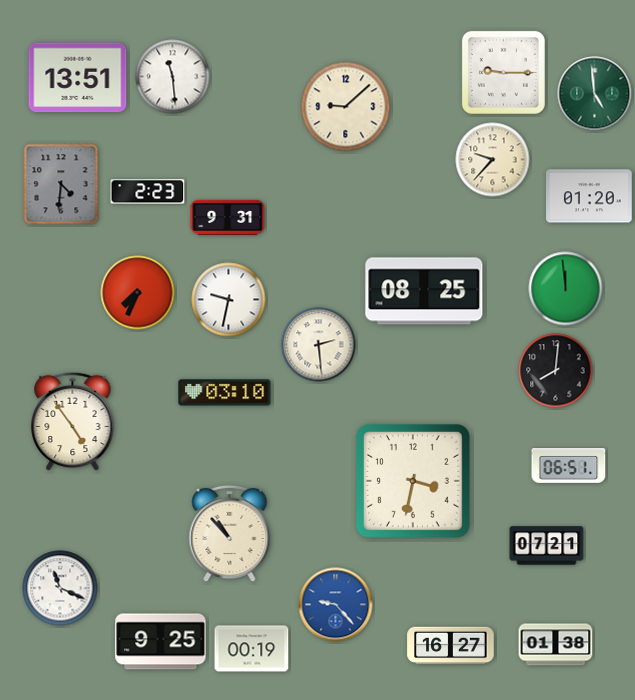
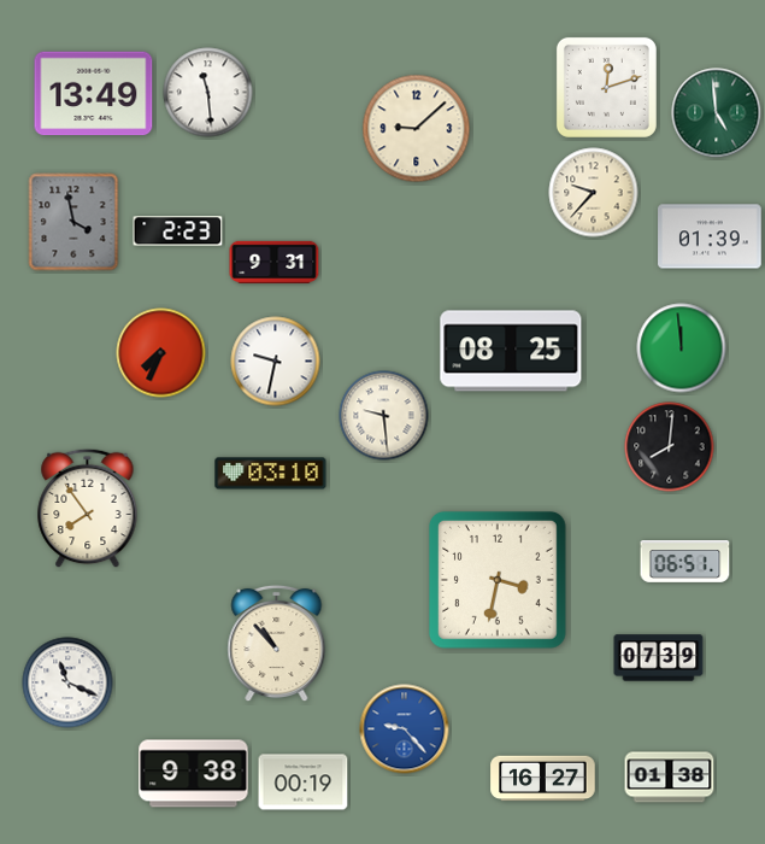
clock at (503, 72): 9:15 -> 12:12
clock at (78, 78): 13:51 -> 13:49
clock at (61, 184): 4:31 -> 3:58
clock at (589, 196): 01:20 -> 01:39
clock at (138, 293) position: (138, 293) -> (161, 353)
clock at (319, 345): 2:29 -> 9:29
clock at (73, 422): 4:54 -> 7:54
clock at (547, 546): 07:21 -> 07:39
clock at (60, 588) position: (60, 588) -> (67, 682)
clock at (161, 642): 9:25 -> 9:38
